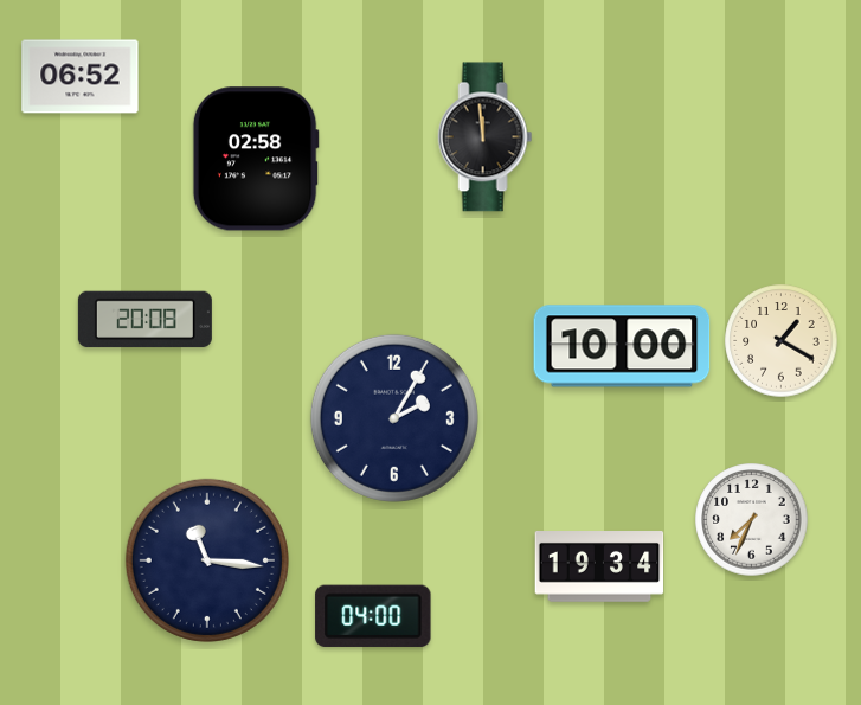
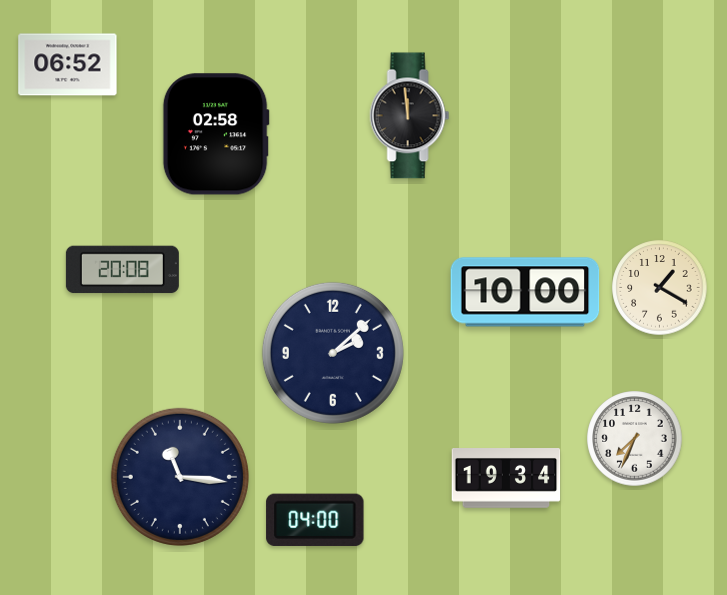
clock at (394, 418): 2:05 -> 2:08
clock at (207, 560) position: (207, 560) -> (180, 477)
